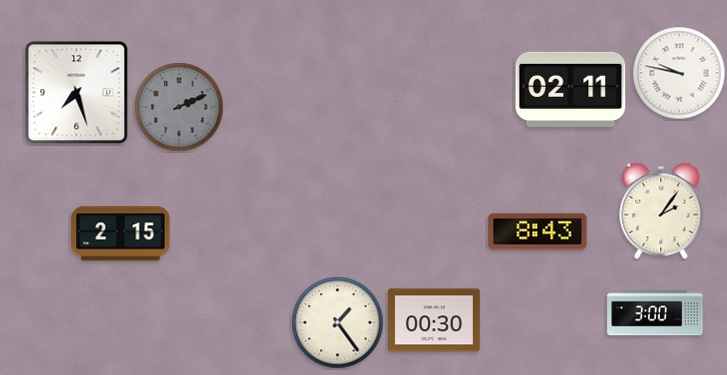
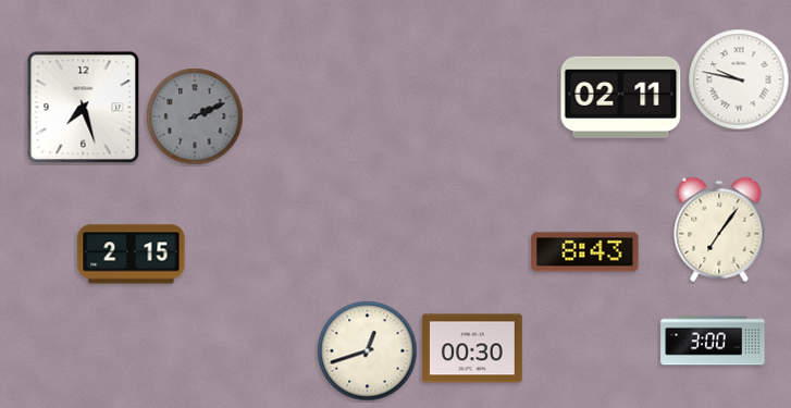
clock at (77, 93) position: (77, 93) -> (84, 108)
clock at (661, 211): 2:06 -> 7:06
clock at (338, 323): 1:24 -> 12:42
